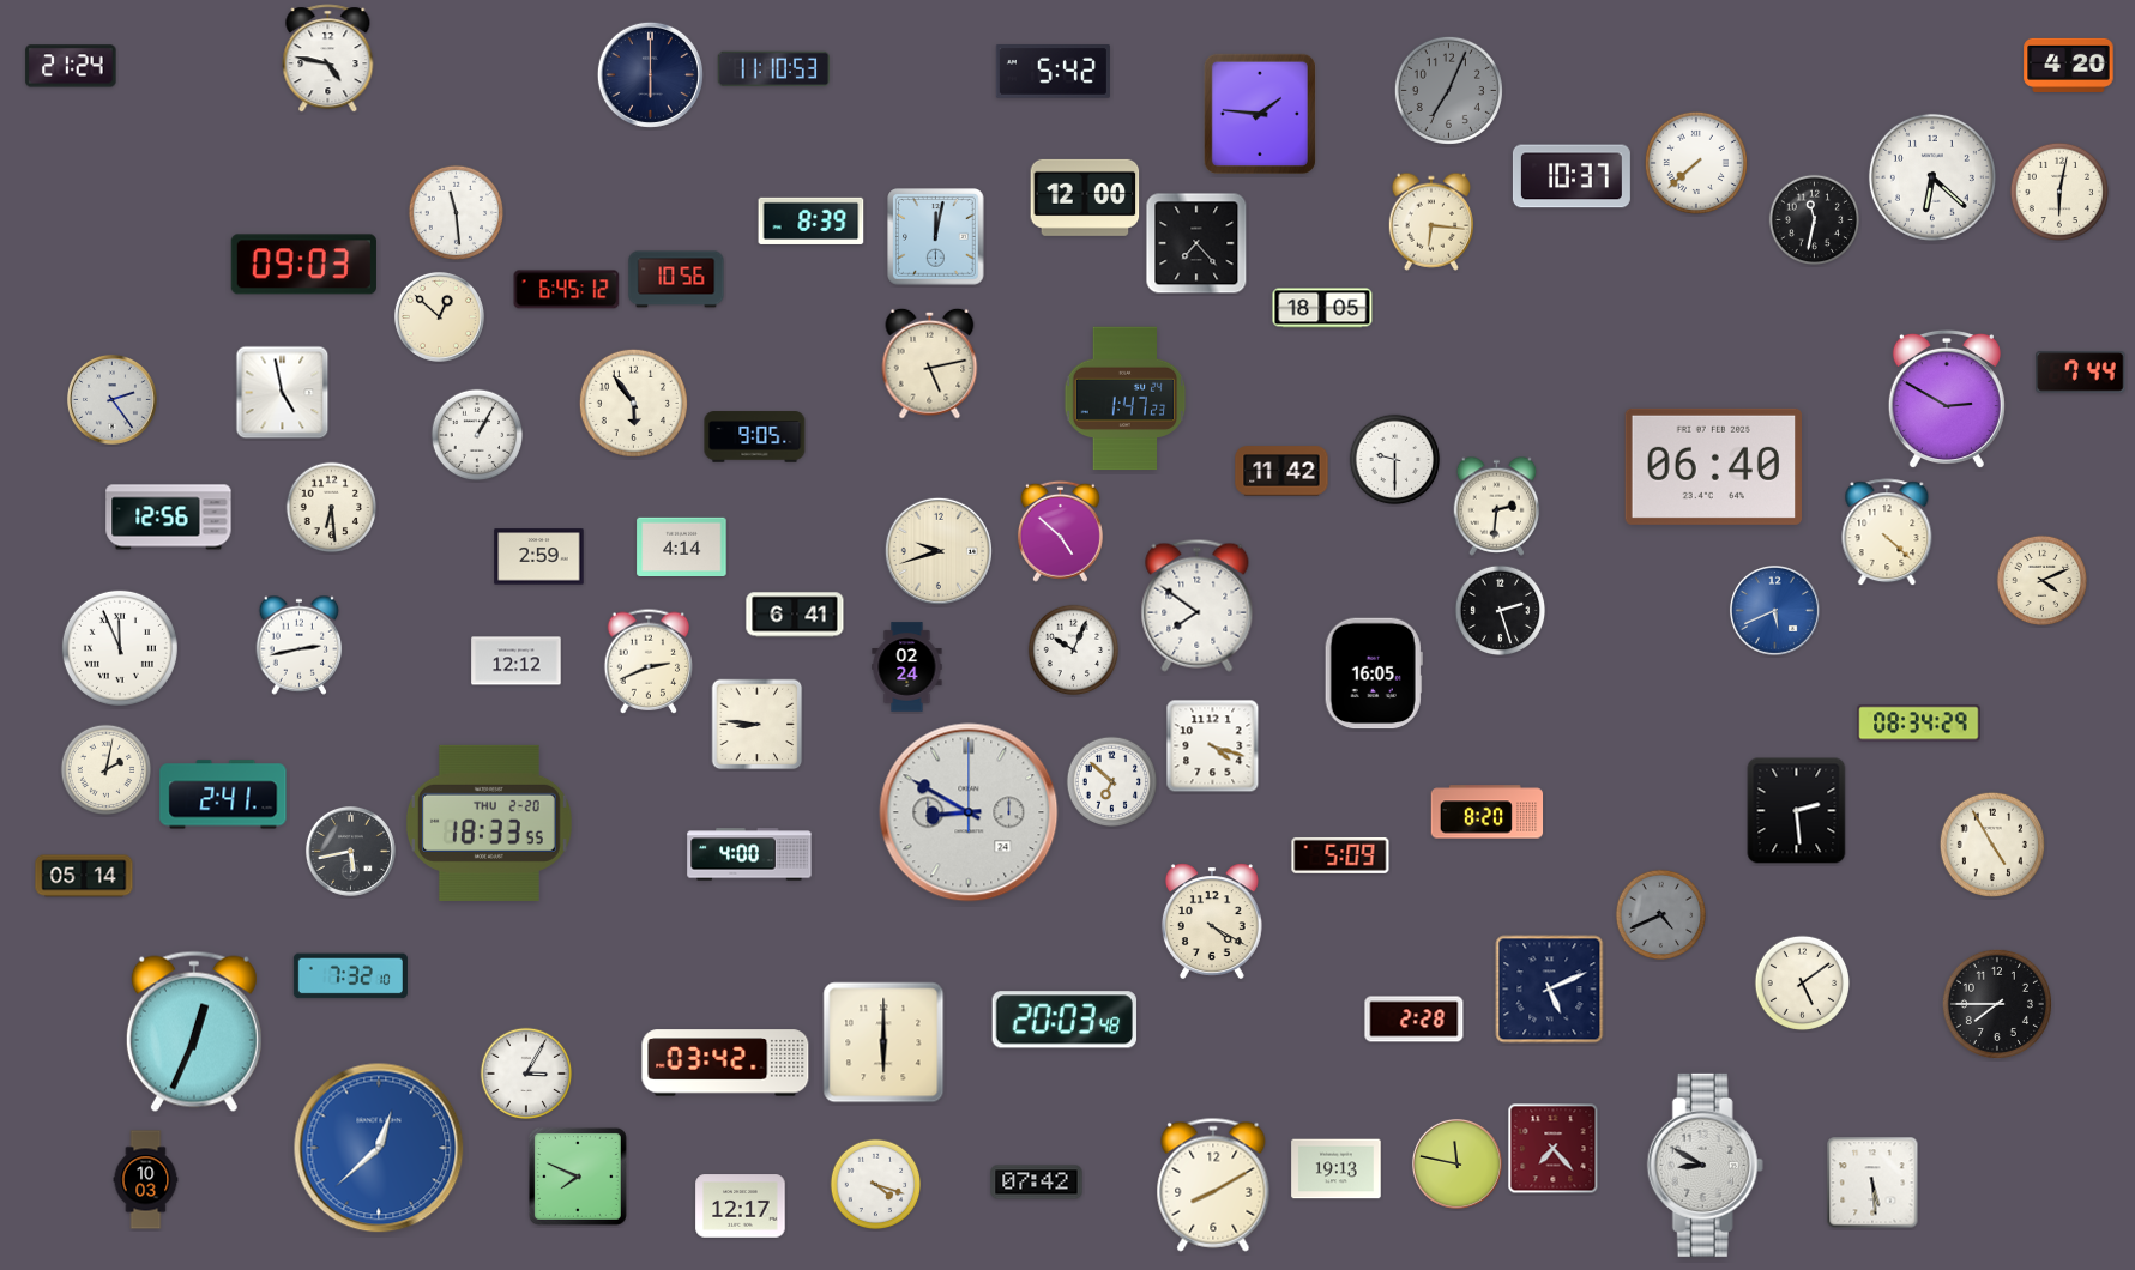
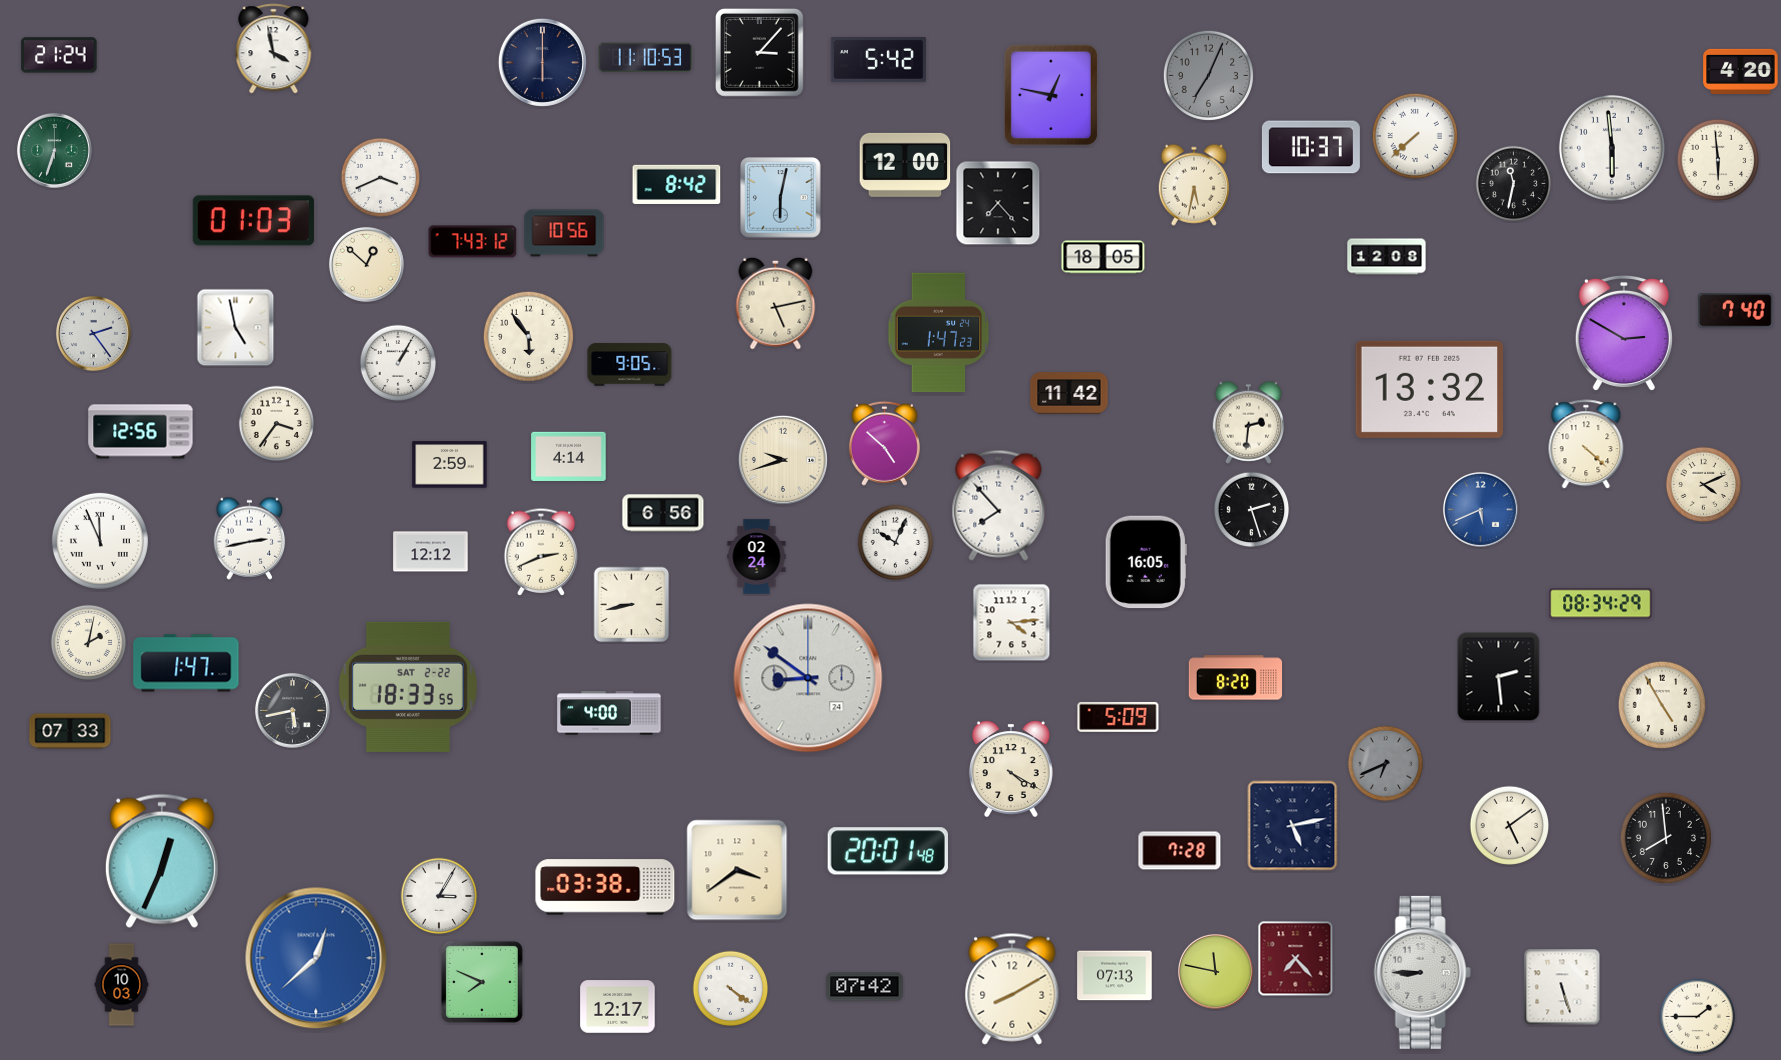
clock at (328, 59): 4:47 -> 3:58
clock at (760, 53): none -> 3:07
clock at (2069, 65) position: (2069, 65) -> (1741, 71)
clock at (1260, 114): 1:46 -> 12:47
clock at (1932, 177): 6:22 -> 5:59
clock at (54, 150): none -> 6:33
clock at (2058, 190): 6:02 -> 5:59
clock at (457, 213): 11:29 -> 3:41
clock at (812, 220): 8:39 -> 8:42
clock at (1431, 222): 6:16 -> 5:32
clock at (936, 237): 12:02 -> 6:02
clock at (303, 265): 09:03 -> 01:03
clock at (567, 290): 6:45 -> 7:43
clock at (1387, 257): none -> 12:08
clock at (2081, 373): 7:44 -> 7:40
clock at (1395, 460): 9:30 -> none
clock at (1713, 466): 06:40 -> 13:32
clock at (332, 508): 6:29 -> 3:36
clock at (1887, 533) position: (1887, 533) -> (1586, 445)
clock at (1198, 605): 7:51 -> 7:53
clock at (795, 615): 6:41 -> 6:56
clock at (758, 725): 8:46 -> 8:43
clock at (1213, 746): 4:18 -> 4:14
clock at (1112, 782): 6:52 -> none
clock at (223, 794): 2:41 -> 1:47
clock at (969, 812): 8:50 -> 8:51
clock at (1488, 812) position: (1488, 812) -> (1236, 678)
clock at (489, 823) date: THU 2-20 -> SAT 2-22
clock at (749, 854) position: (749, 854) -> (609, 713)
clock at (1340, 855) position: (1340, 855) -> (1118, 717)
clock at (84, 876): 05:14 -> 07:33
clock at (1661, 915): 4:41 -> 6:41
clock at (350, 976): 7:32 -> none
clock at (1803, 984) position: (1803, 984) -> (1510, 826)
clock at (1550, 990): 5:11 -> 5:13
clock at (1997, 1004): 7:45 -> 7:59
clock at (1065, 1020): 20:03 -> 20:01
clock at (1415, 1020): 2:28 -> 7:28
clock at (883, 1042): 6:00 -> 3:39
clock at (725, 1063): 03:42 -> 03:38
clock at (1705, 1165): 8:50 -> 8:45
clock at (1337, 1169): 19:13 -> 07:13
clock at (1872, 1183): 5:29 -> 5:27
clock at (876, 1185): 4:18 -> 4:21
clock at (1698, 1017): none -> 1:45
